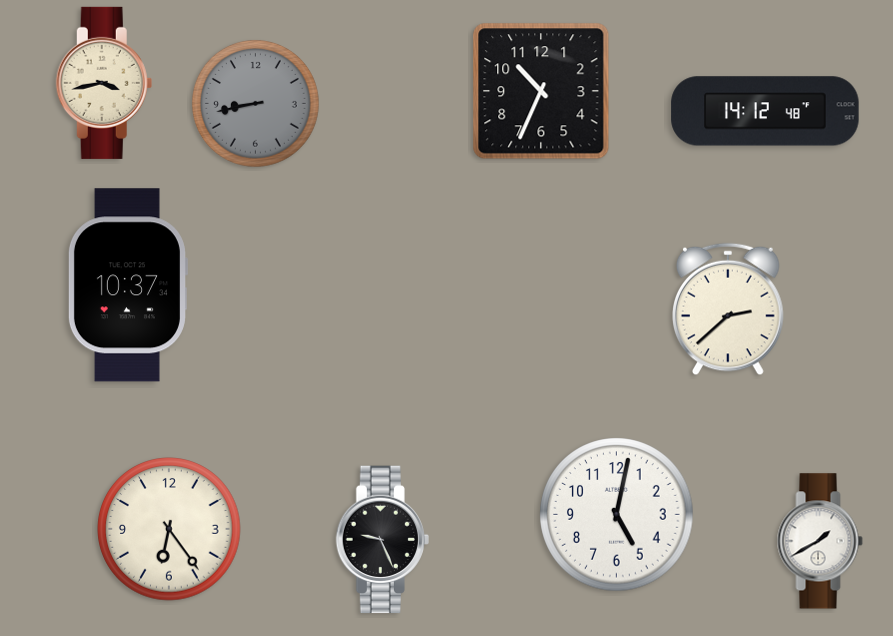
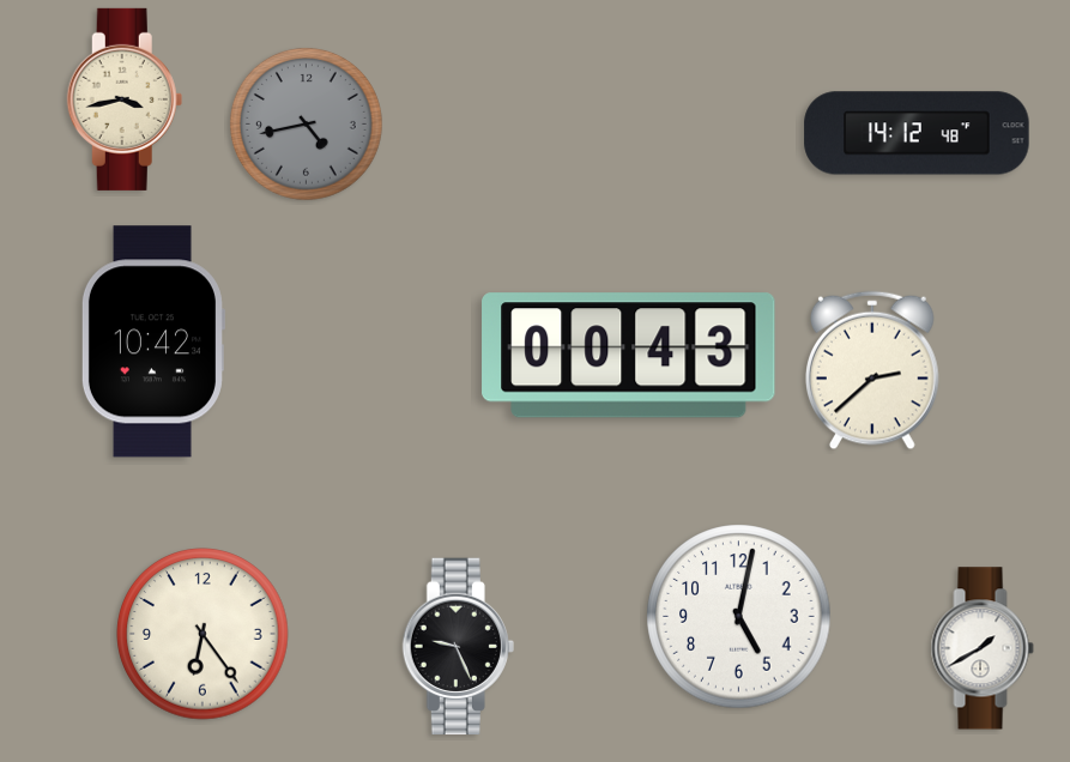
clock at (541, 91): 10:34 -> none
clock at (255, 103): 8:43 -> 4:43
clock at (127, 285): 10:37 -> 10:42
clock at (629, 356): none -> 00:43
